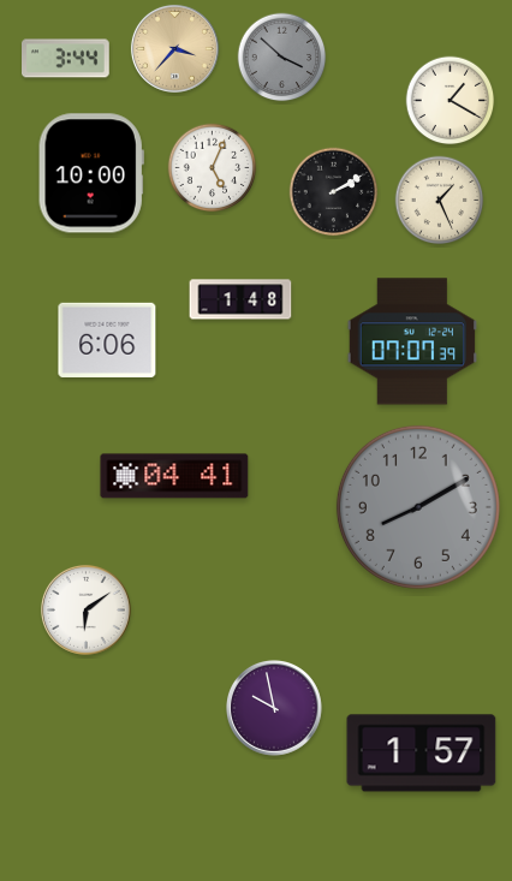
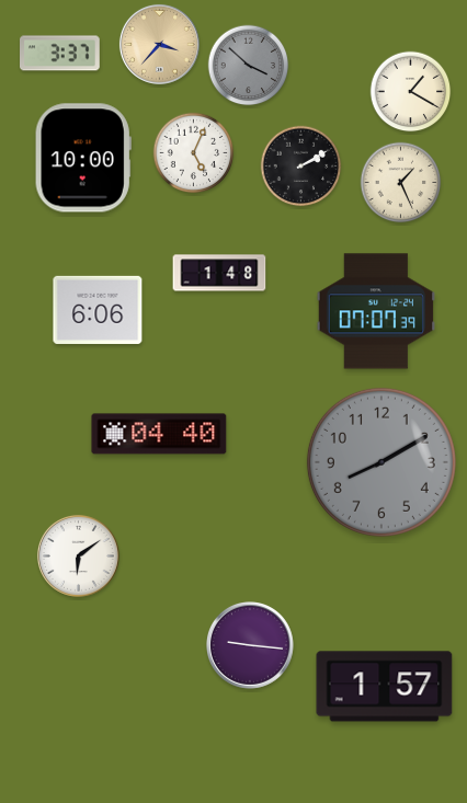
clock at (282, 58) position: (282, 58) -> (249, 66)
clock at (66, 59): 3:44 -> 3:37
clock at (334, 192) position: (334, 192) -> (301, 167)
clock at (174, 476): 04:41 -> 04:40
clock at (275, 709): 9:58 -> 9:16
